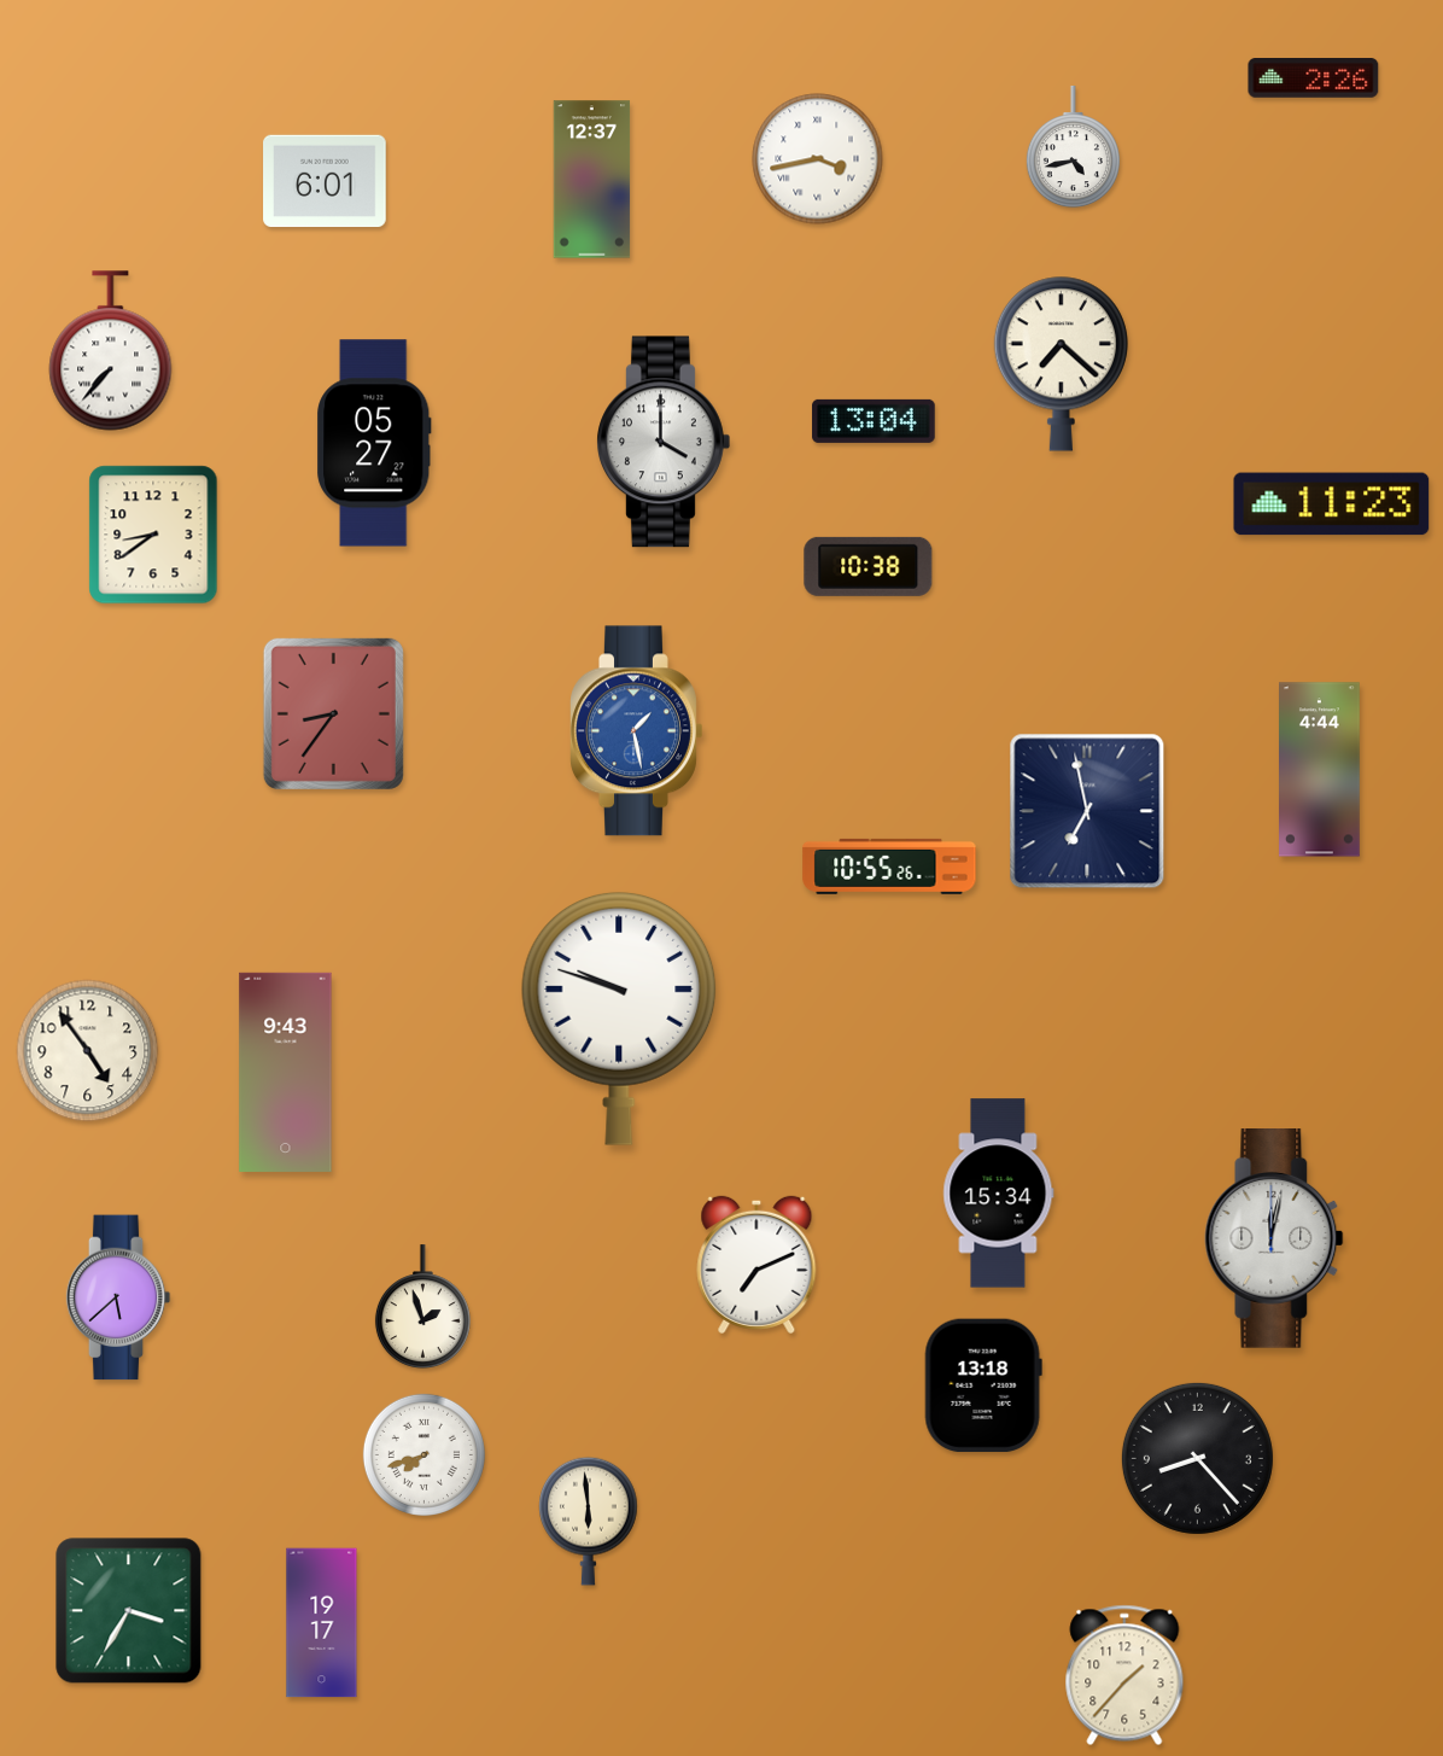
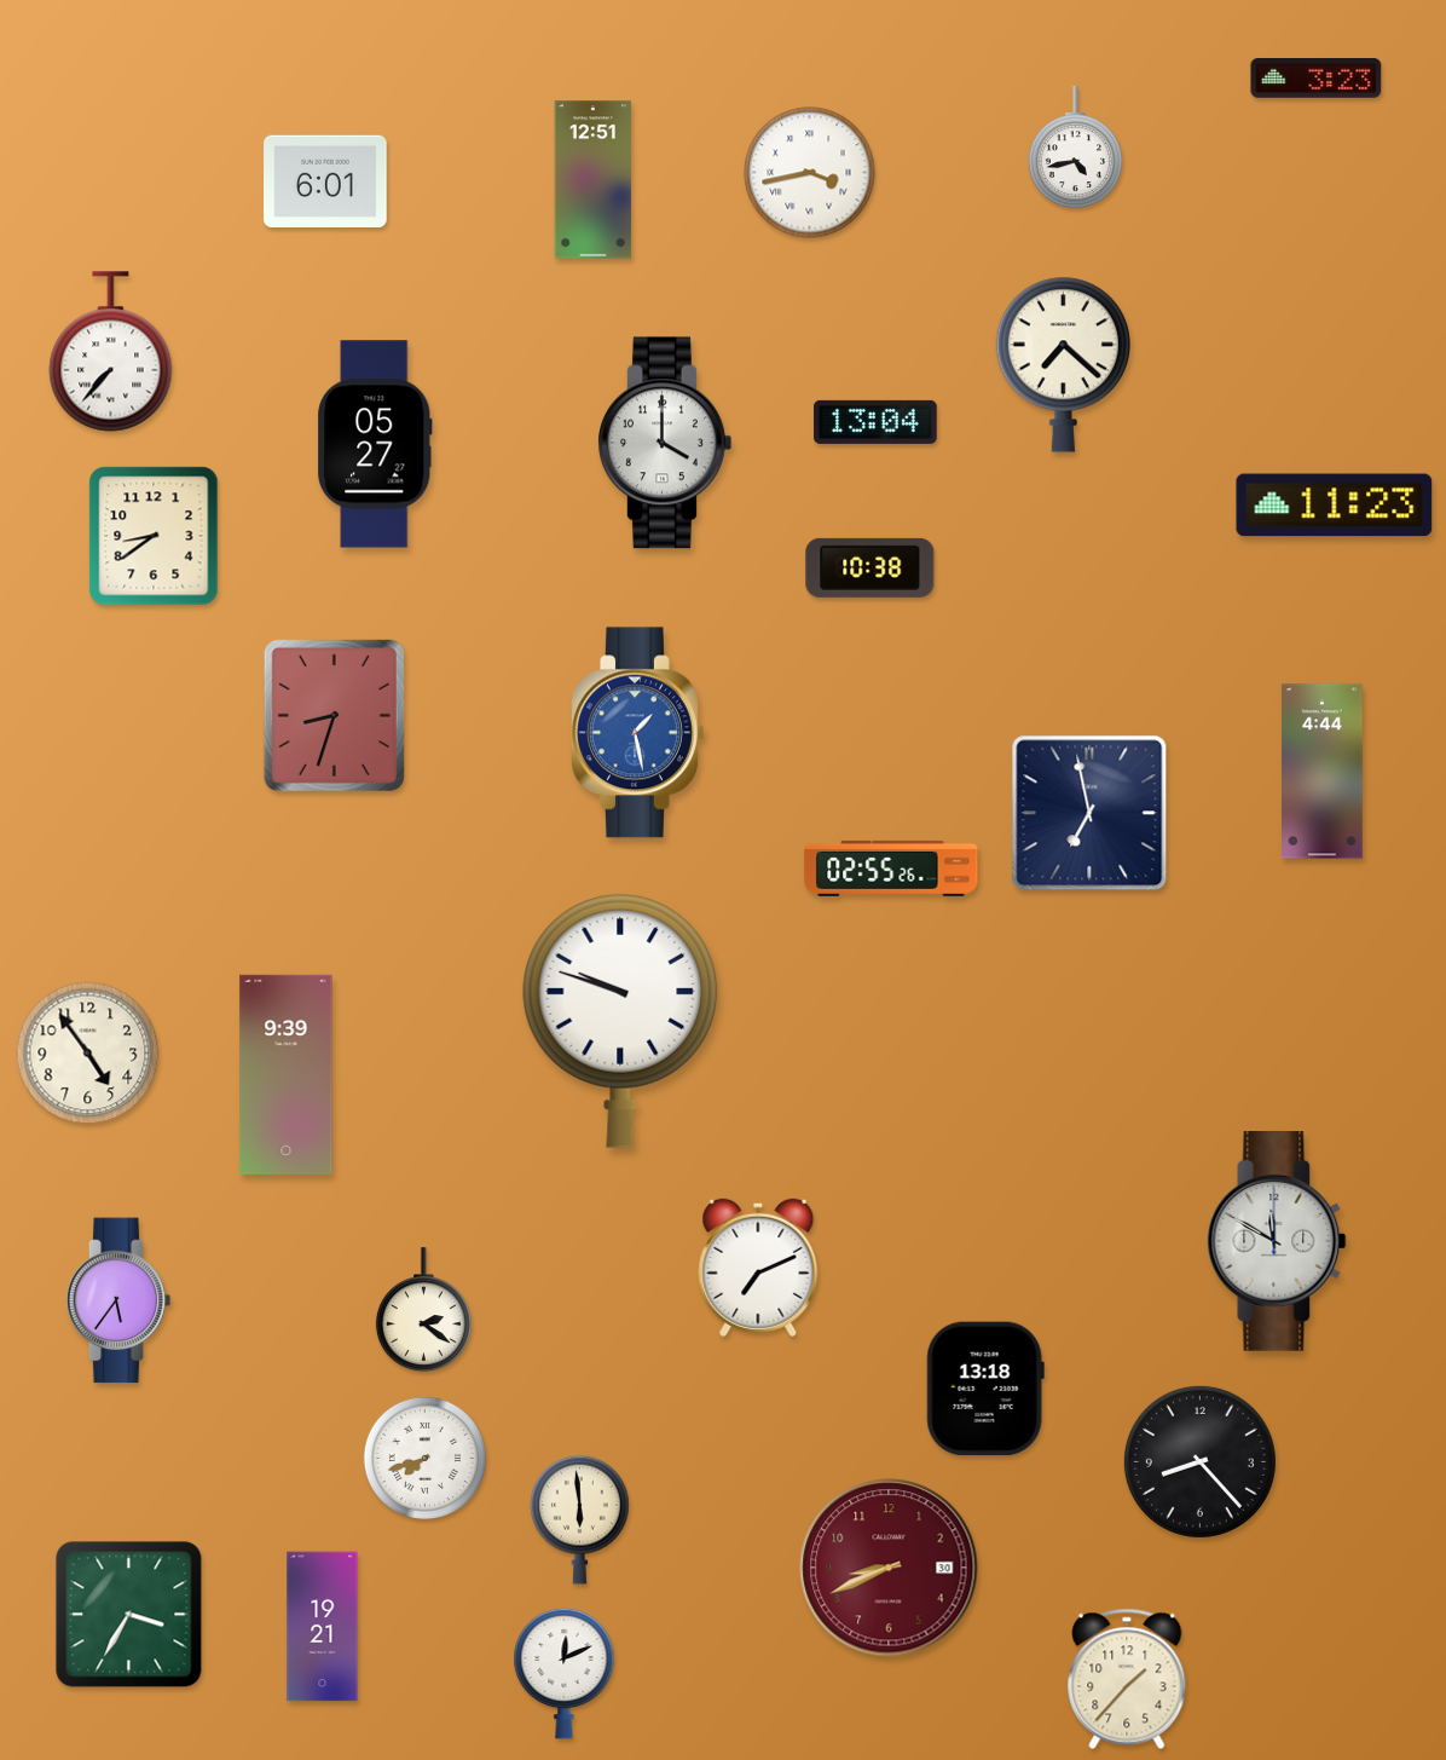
clock at (1314, 78): 2:26 -> 3:23
clock at (818, 159) position: (818, 159) -> (810, 173)
clock at (592, 180): 12:37 -> 12:51
clock at (333, 713): 8:36 -> 8:33
clock at (889, 867): 10:55 -> 02:55
clock at (286, 1072): 9:43 -> 9:39
clock at (999, 1194): 15:34 -> none
clock at (1274, 1239): 12:02 -> 11:50
clock at (118, 1297): 5:38 -> 5:36
clock at (422, 1307): 1:57 -> 2:21
clock at (589, 1521) position: (589, 1521) -> (580, 1519)
clock at (889, 1568): none -> 8:41
clock at (322, 1623): 19:17 -> 19:21
clock at (565, 1673): none -> 12:11
